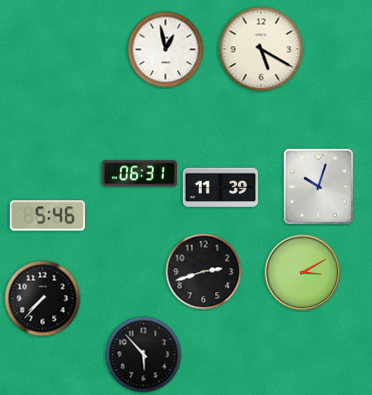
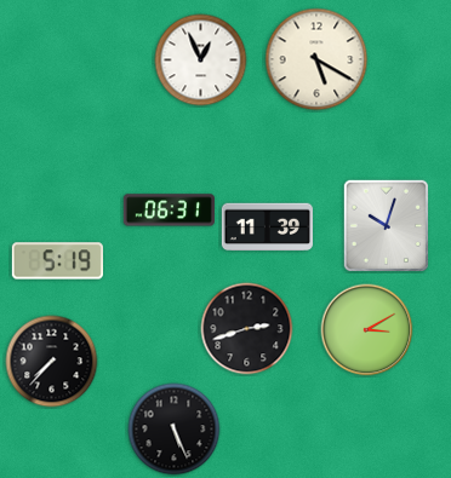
clock at (166, 50): 12:58 -> 12:56
clock at (47, 216): 5:46 -> 5:19
clock at (144, 355): 5:53 -> 5:26
